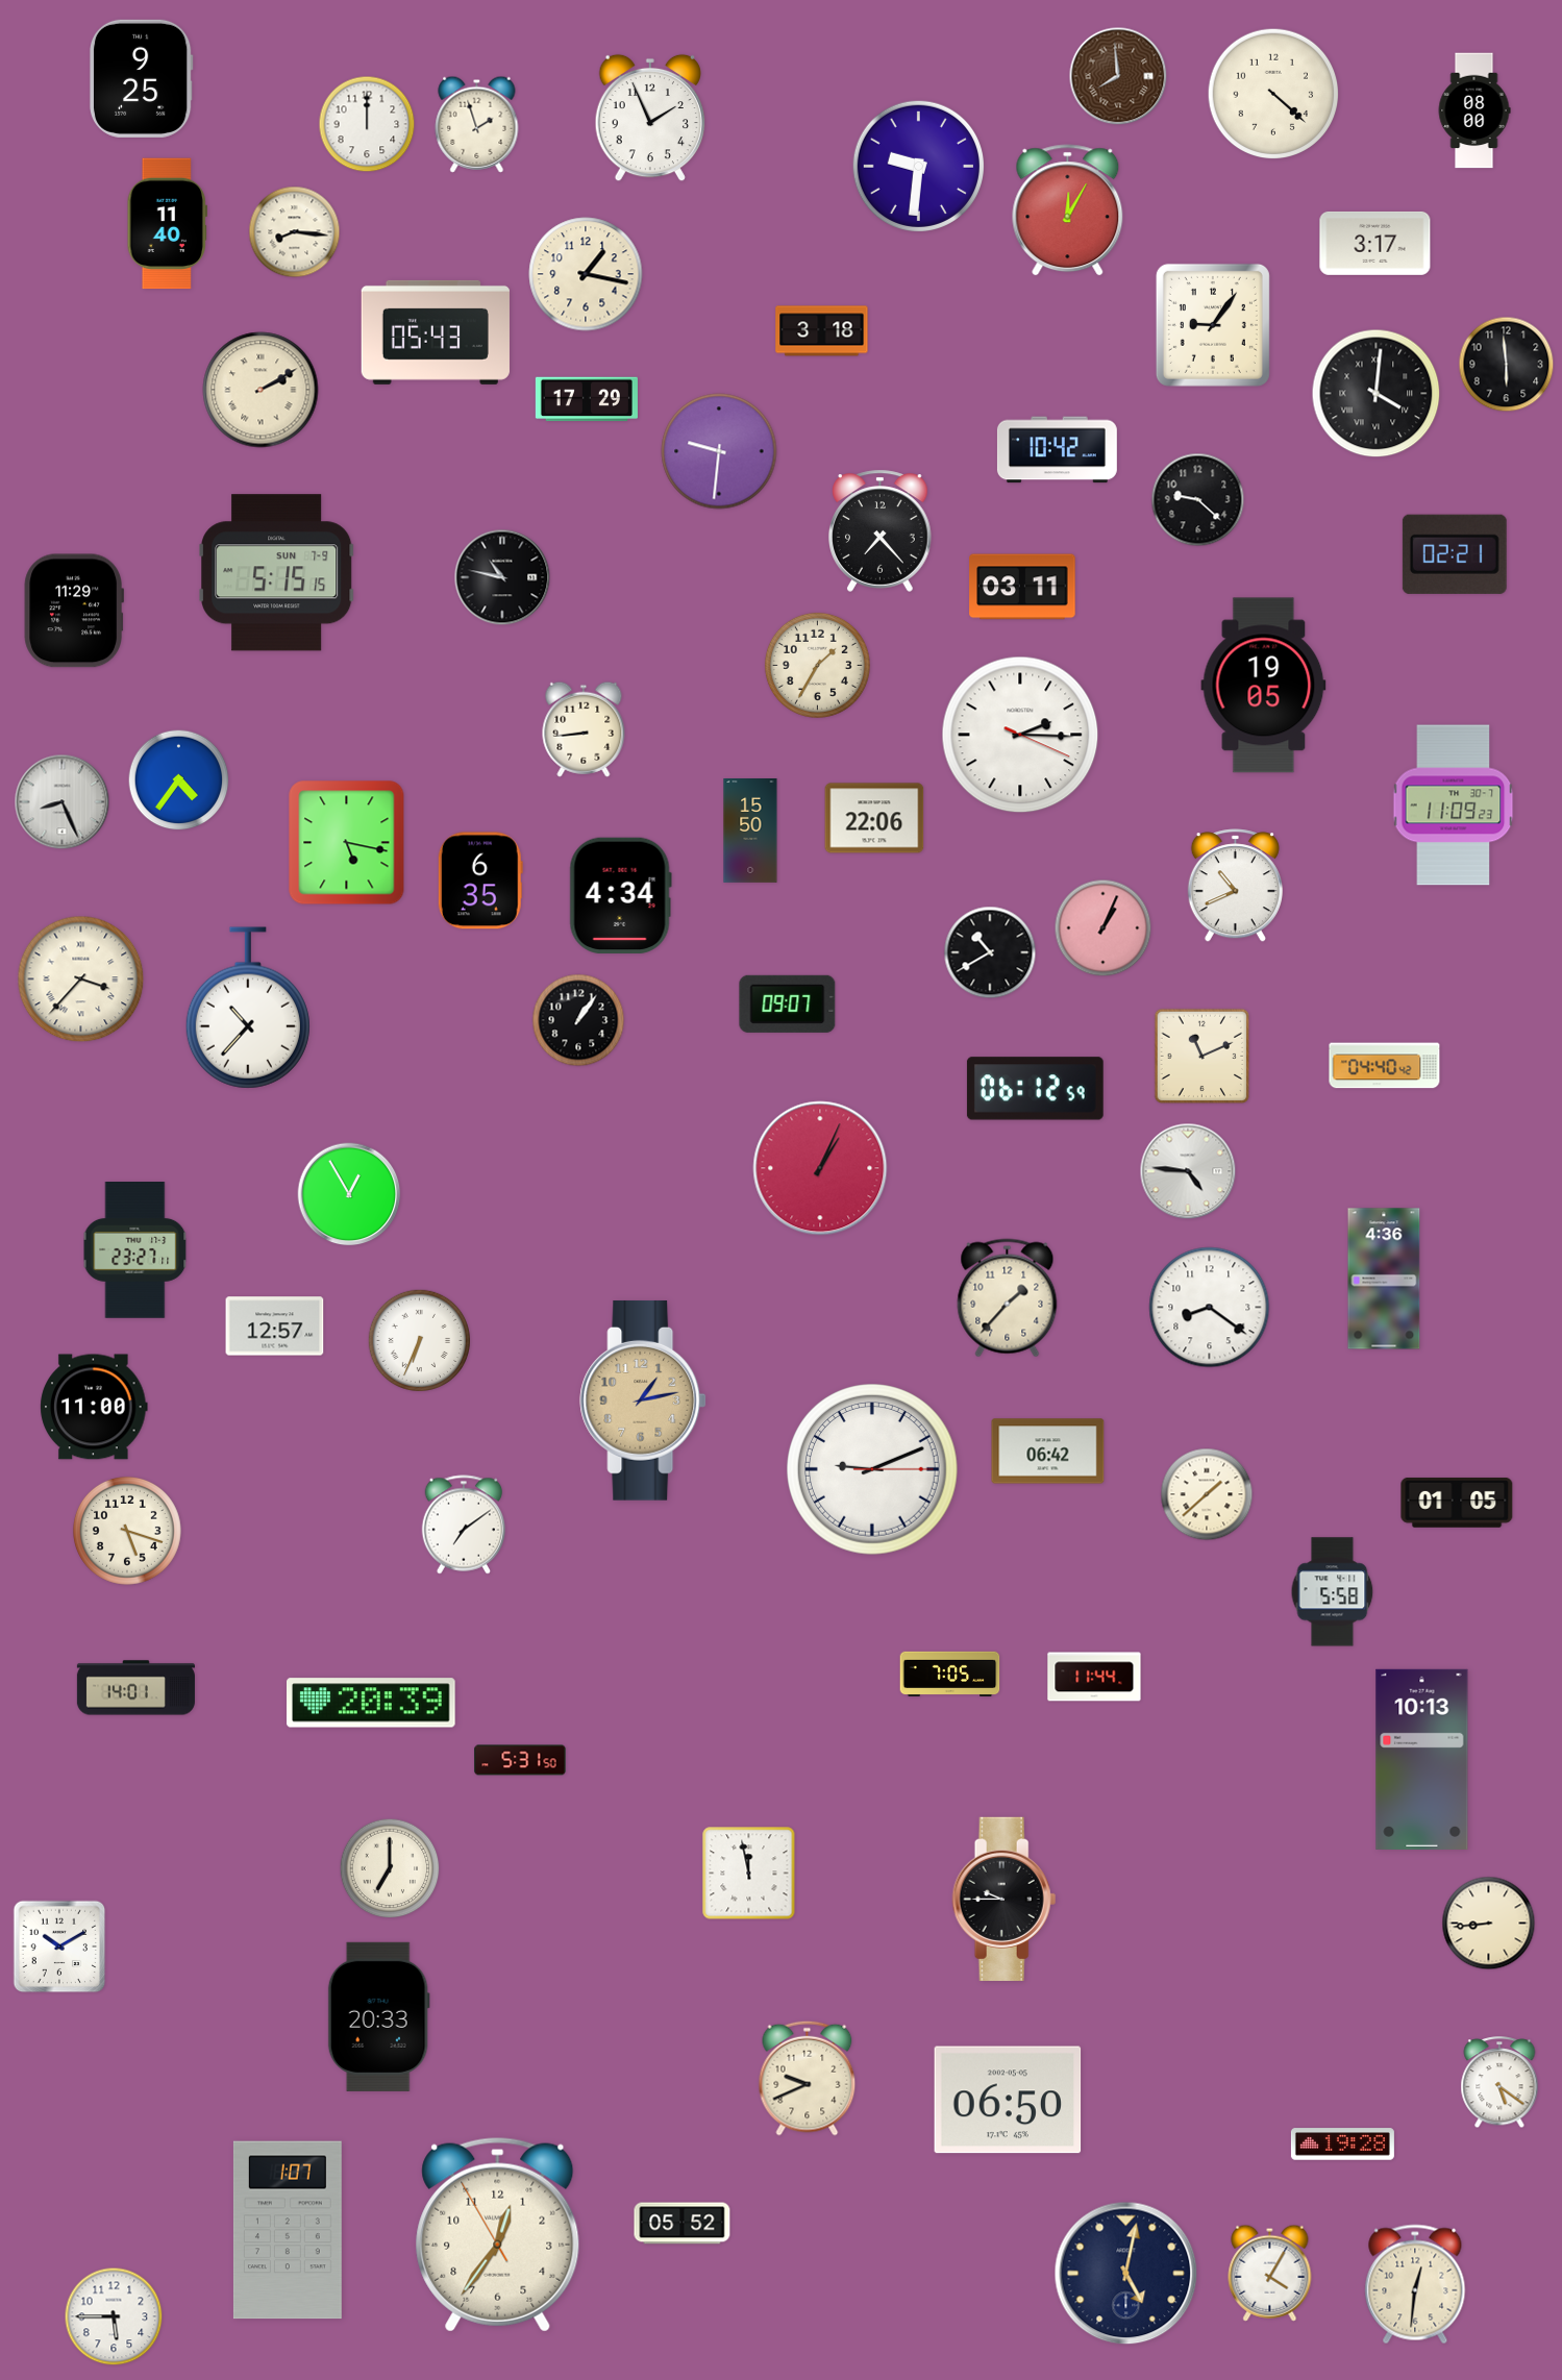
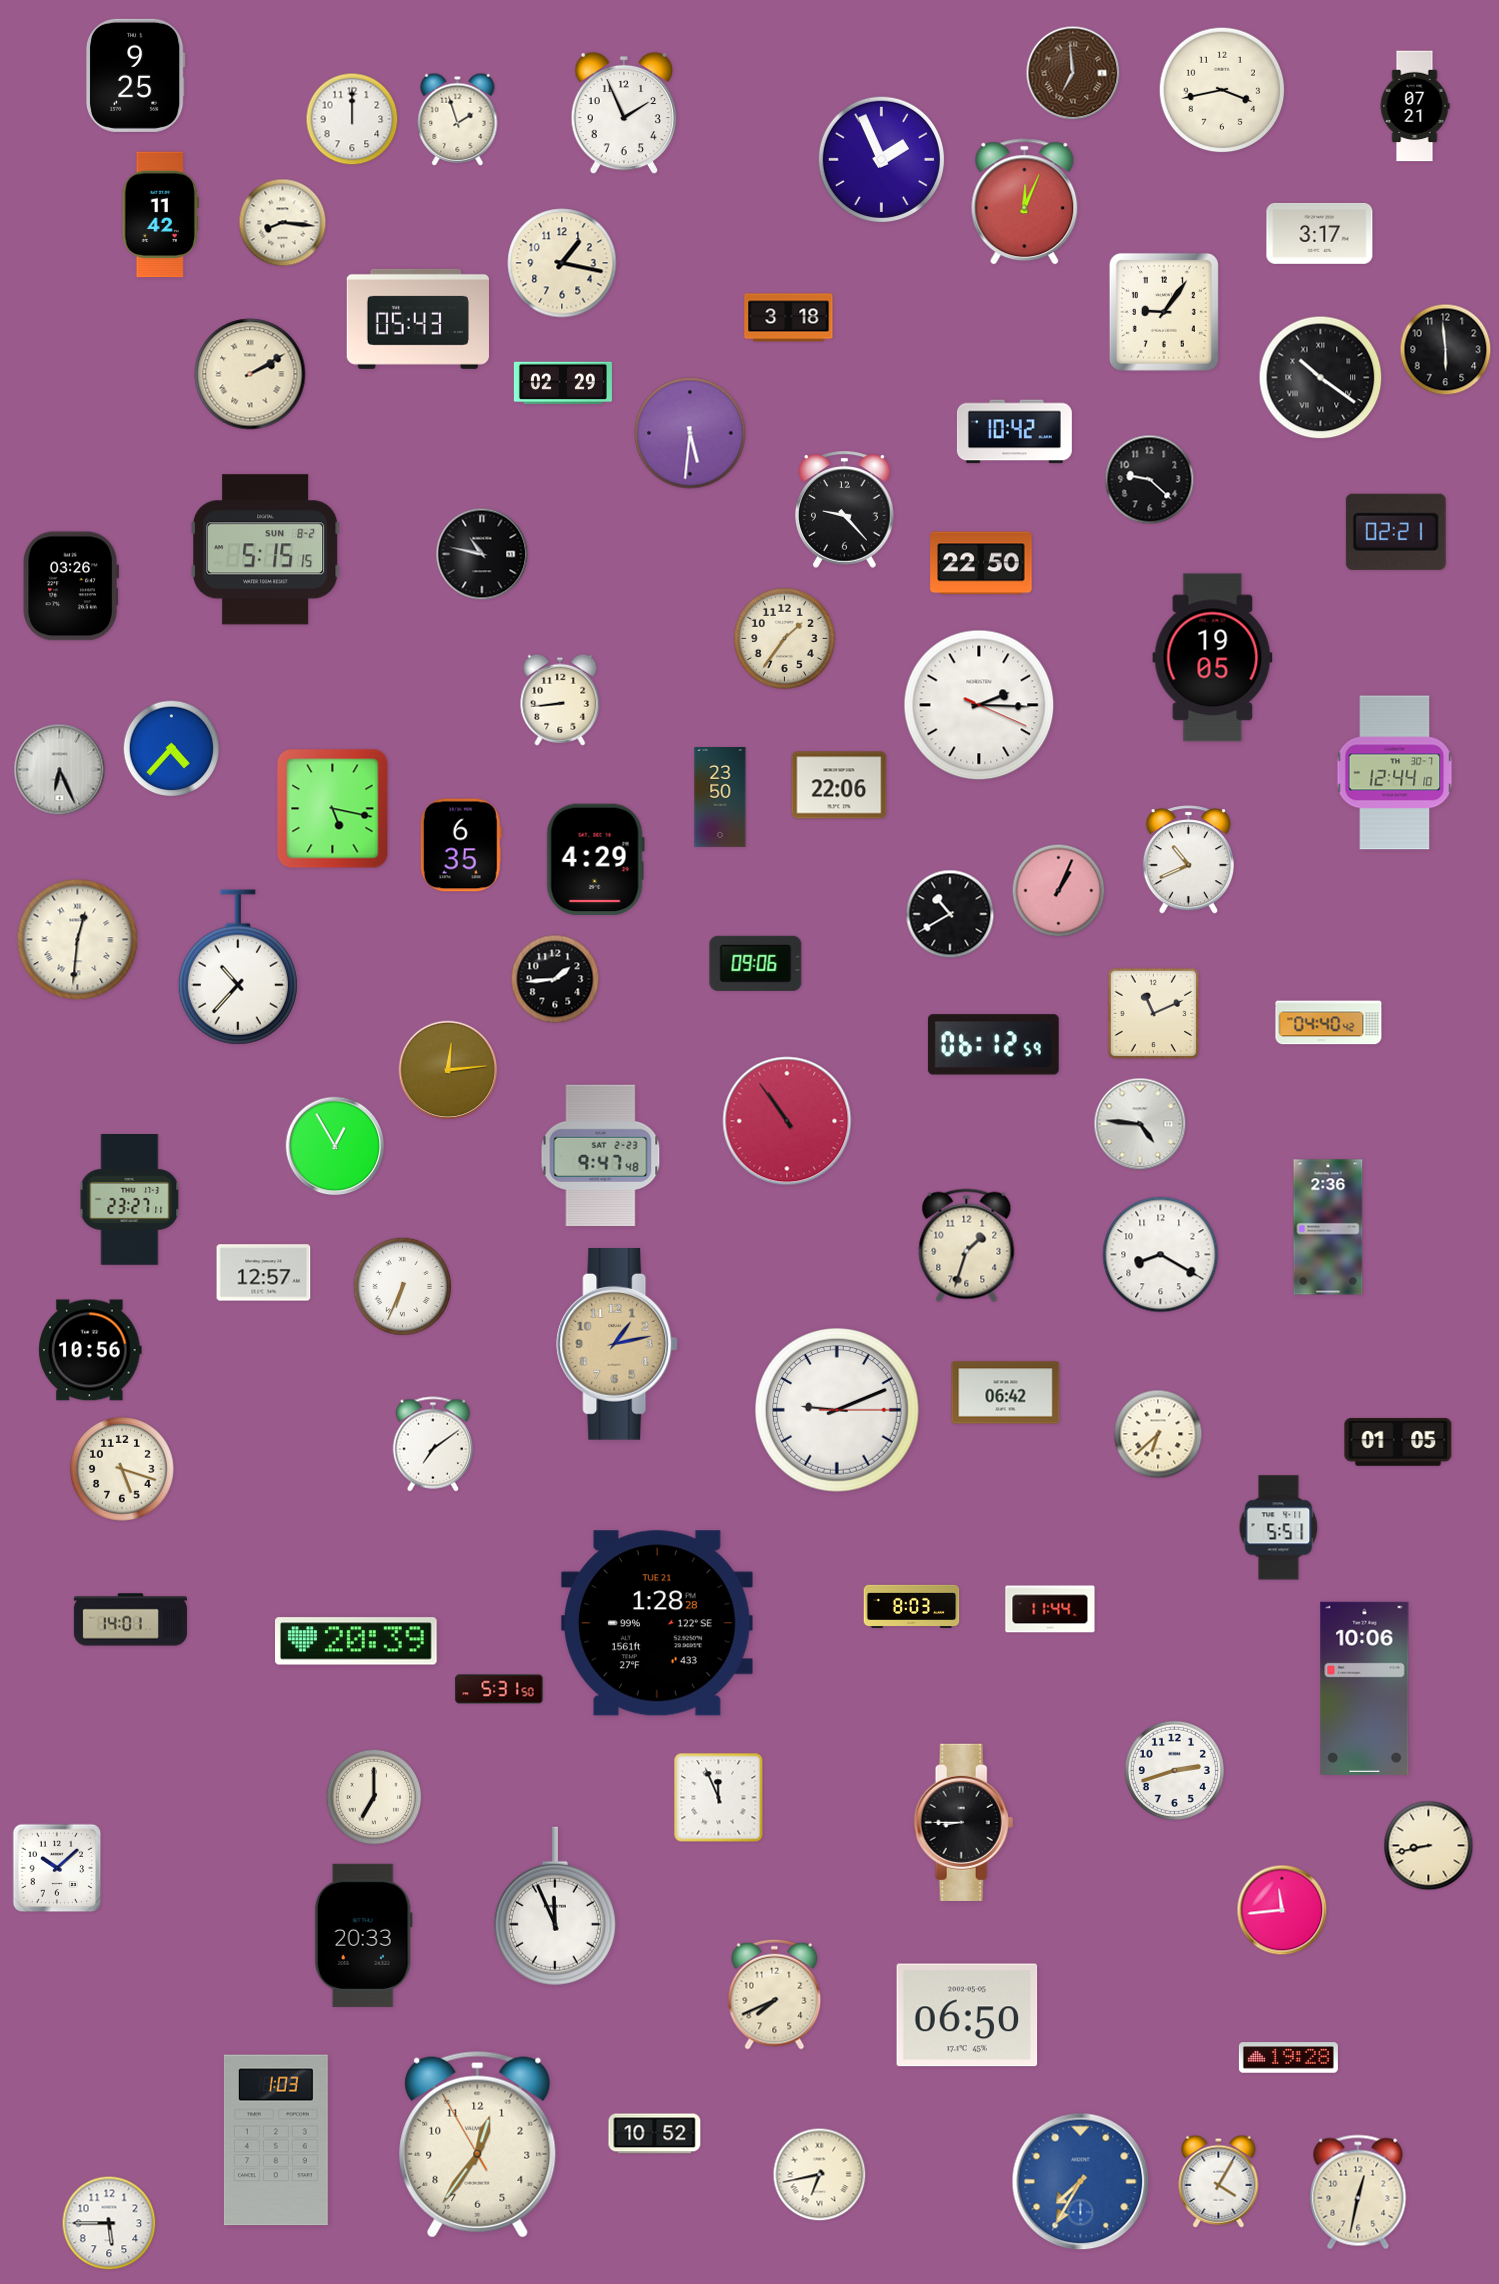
clock at (1118, 76): 7:59 -> 6:59
clock at (1273, 94): 4:22 -> 3:43
clock at (1474, 110): 08:00 -> 07:21
clock at (918, 166): 9:31 -> 1:56
clock at (1068, 210): 12:05 -> 12:04
clock at (167, 224): 11:40 -> 11:42
clock at (1377, 394): 4:01 -> 10:21
clock at (587, 399): 17:29 -> 02:29
clock at (719, 451): 9:31 -> 5:31
clock at (881, 530): 7:23 -> 9:23
clock at (277, 573) date: SUN 7-9 -> SUN 8-2
clock at (1022, 587): 03:11 -> 22:50
clock at (74, 611): 11:29 -> 03:26
clock at (817, 665): 1:35 -> 1:36
clock at (179, 780): 4:36 -> 4:37
clock at (63, 802): 8:26 -> 6:26
clock at (1454, 805): 11:09 -> 12:44
clock at (750, 832): 15:50 -> 23:50
clock at (1235, 886) position: (1235, 886) -> (1188, 860)
clock at (620, 895): 4:34 -> 4:29
clock at (81, 980): 3:37 -> 12:31
clock at (788, 1003): 09:07 -> 09:06
clock at (578, 1020): 1:06 -> 1:44
clock at (448, 1070): none -> 12:14
clock at (820, 1168): 1:04 -> 10:54
clock at (601, 1156): none -> 9:47
clock at (1384, 1279): 4:36 -> 2:36
clock at (1008, 1298): 1:37 -> 1:33
clock at (1210, 1308): 8:21 -> 8:20
clock at (94, 1407): 11:00 -> 10:56
clock at (1207, 1494): 1:38 -> 6:38
clock at (464, 1524) position: (464, 1524) -> (433, 1444)
clock at (1333, 1592): 5:58 -> 5:51
clock at (950, 1674): 7:05 -> 8:03
clock at (657, 1623): none -> 1:28
clock at (372, 1703) position: (372, 1703) -> (357, 1641)
clock at (1422, 1759): 10:13 -> 10:06
clock at (1174, 1770): none -> 2:42
clock at (390, 1868) position: (390, 1868) -> (374, 1797)
clock at (749, 1874): 11:58 -> 11:56
clock at (1005, 1899): 9:45 -> 8:45
clock at (1489, 1924): 8:44 -> 8:43
clock at (59, 1947): 10:10 -> 10:08
clock at (555, 1906): none -> 11:56
clock at (1282, 1910): none -> 11:44
clock at (808, 2078): 9:41 -> 7:41
clock at (1499, 2083): 5:21 -> none
clock at (683, 2224): 05:52 -> 10:52
clock at (288, 2230): 1:07 -> 1:03
clock at (820, 2175): none -> 6:43
clock at (1126, 2274): 5:02 -> 7:35
clock at (1126, 2274) dial: navy -> blue
clock at (1415, 2284): 12:31 -> 12:32
